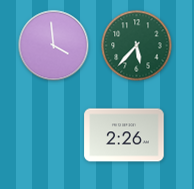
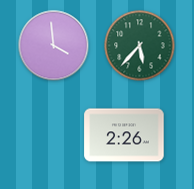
clock at (137, 46) position: (137, 46) -> (140, 46)
